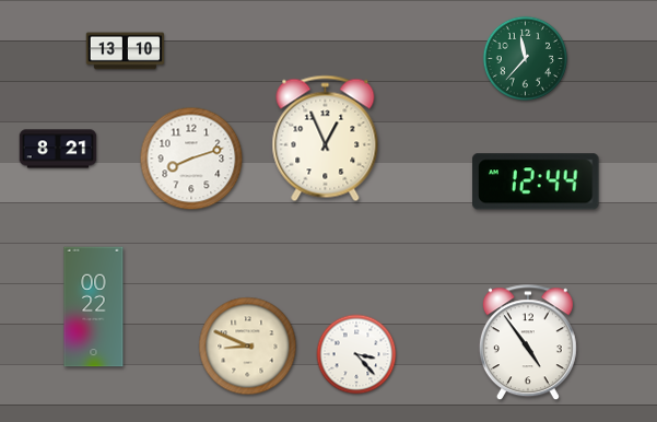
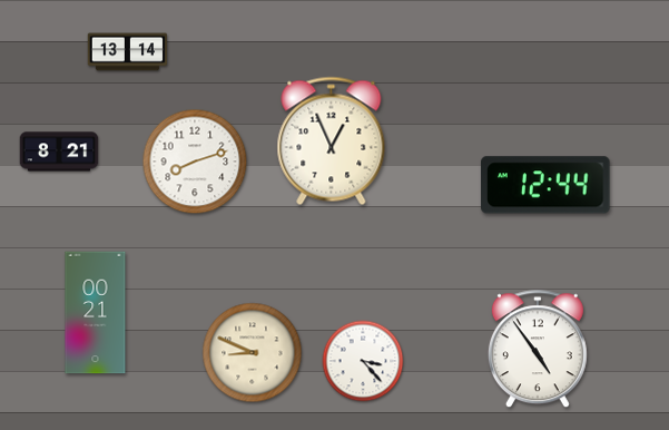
clock at (126, 51): 13:10 -> 13:14
clock at (526, 59): 11:37 -> none
clock at (94, 307): 00:22 -> 00:21
